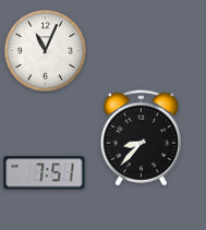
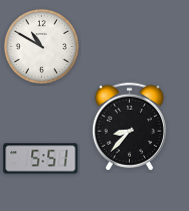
clock at (45, 50): 11:04 -> 10:50
clock at (45, 173): 7:51 -> 5:51
